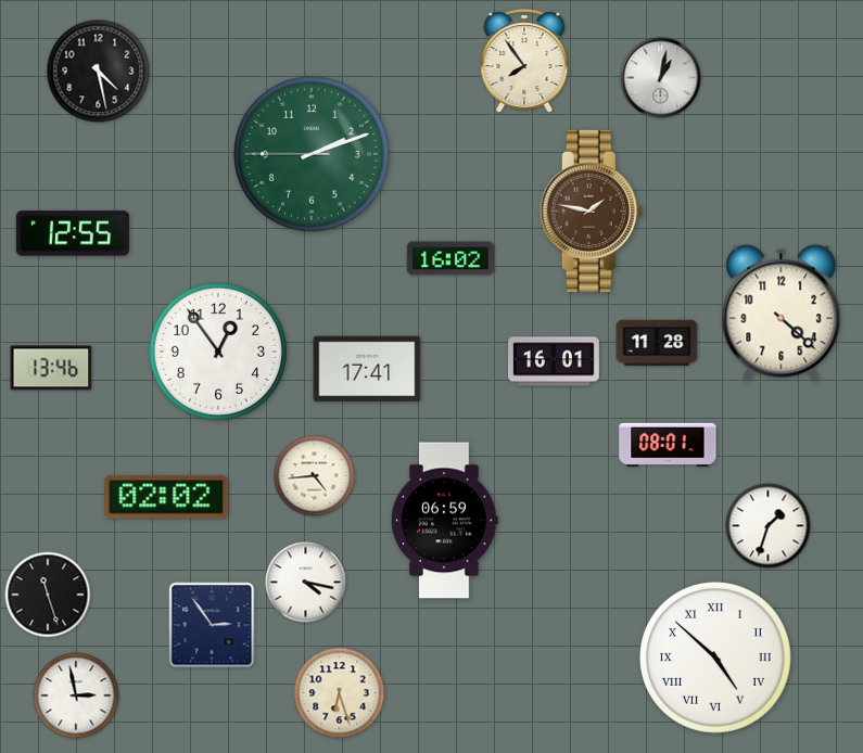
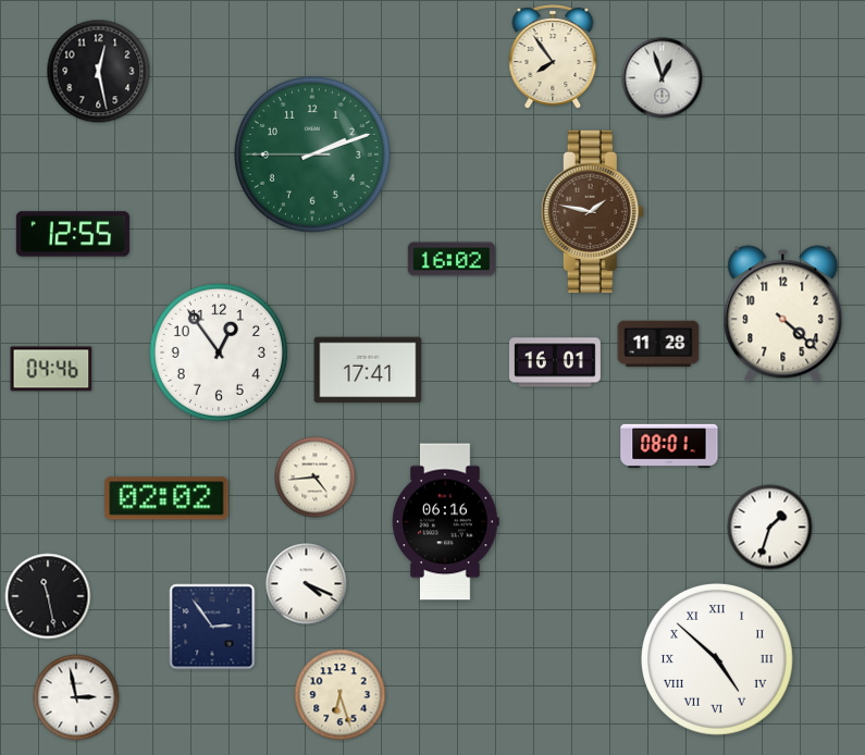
clock at (524, 61) position: (524, 61) -> (553, 57)
clock at (99, 72): 4:28 -> 12:28
clock at (661, 78): 1:02 -> 12:57
clock at (51, 368): 13:46 -> 04:46
clock at (445, 521): 06:59 -> 06:16
clock at (306, 583): 4:17 -> 4:19
clock at (48, 595): 11:27 -> 11:28
